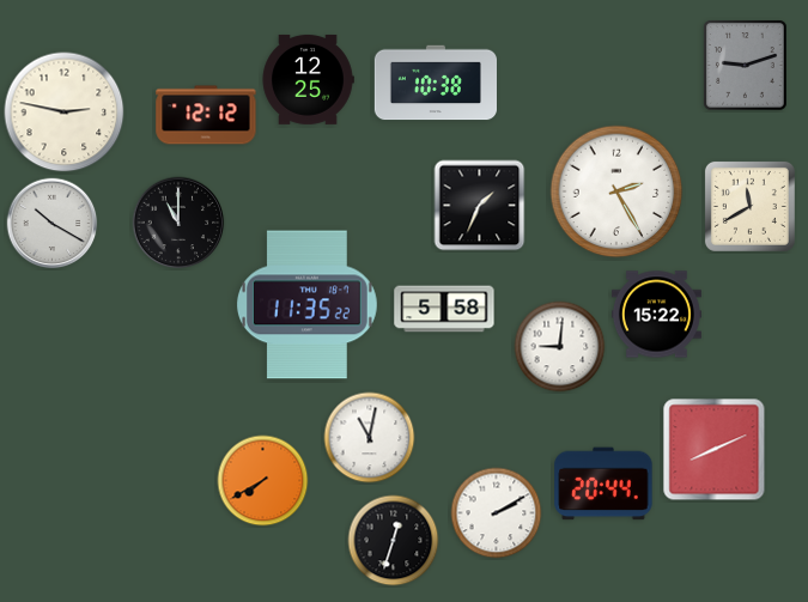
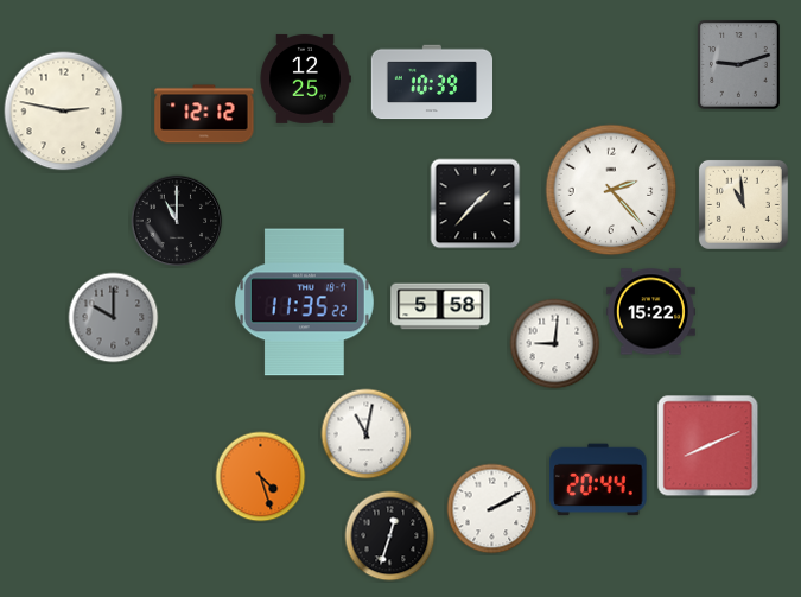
clock at (435, 83): 10:38 -> 10:39
clock at (616, 191): 2:25 -> 2:23
clock at (480, 206): 1:34 -> 1:37
clock at (749, 206): 11:40 -> 10:59
clock at (53, 224): 10:20 -> none
clock at (114, 318): none -> 10:00
clock at (263, 481): 7:40 -> 4:27
